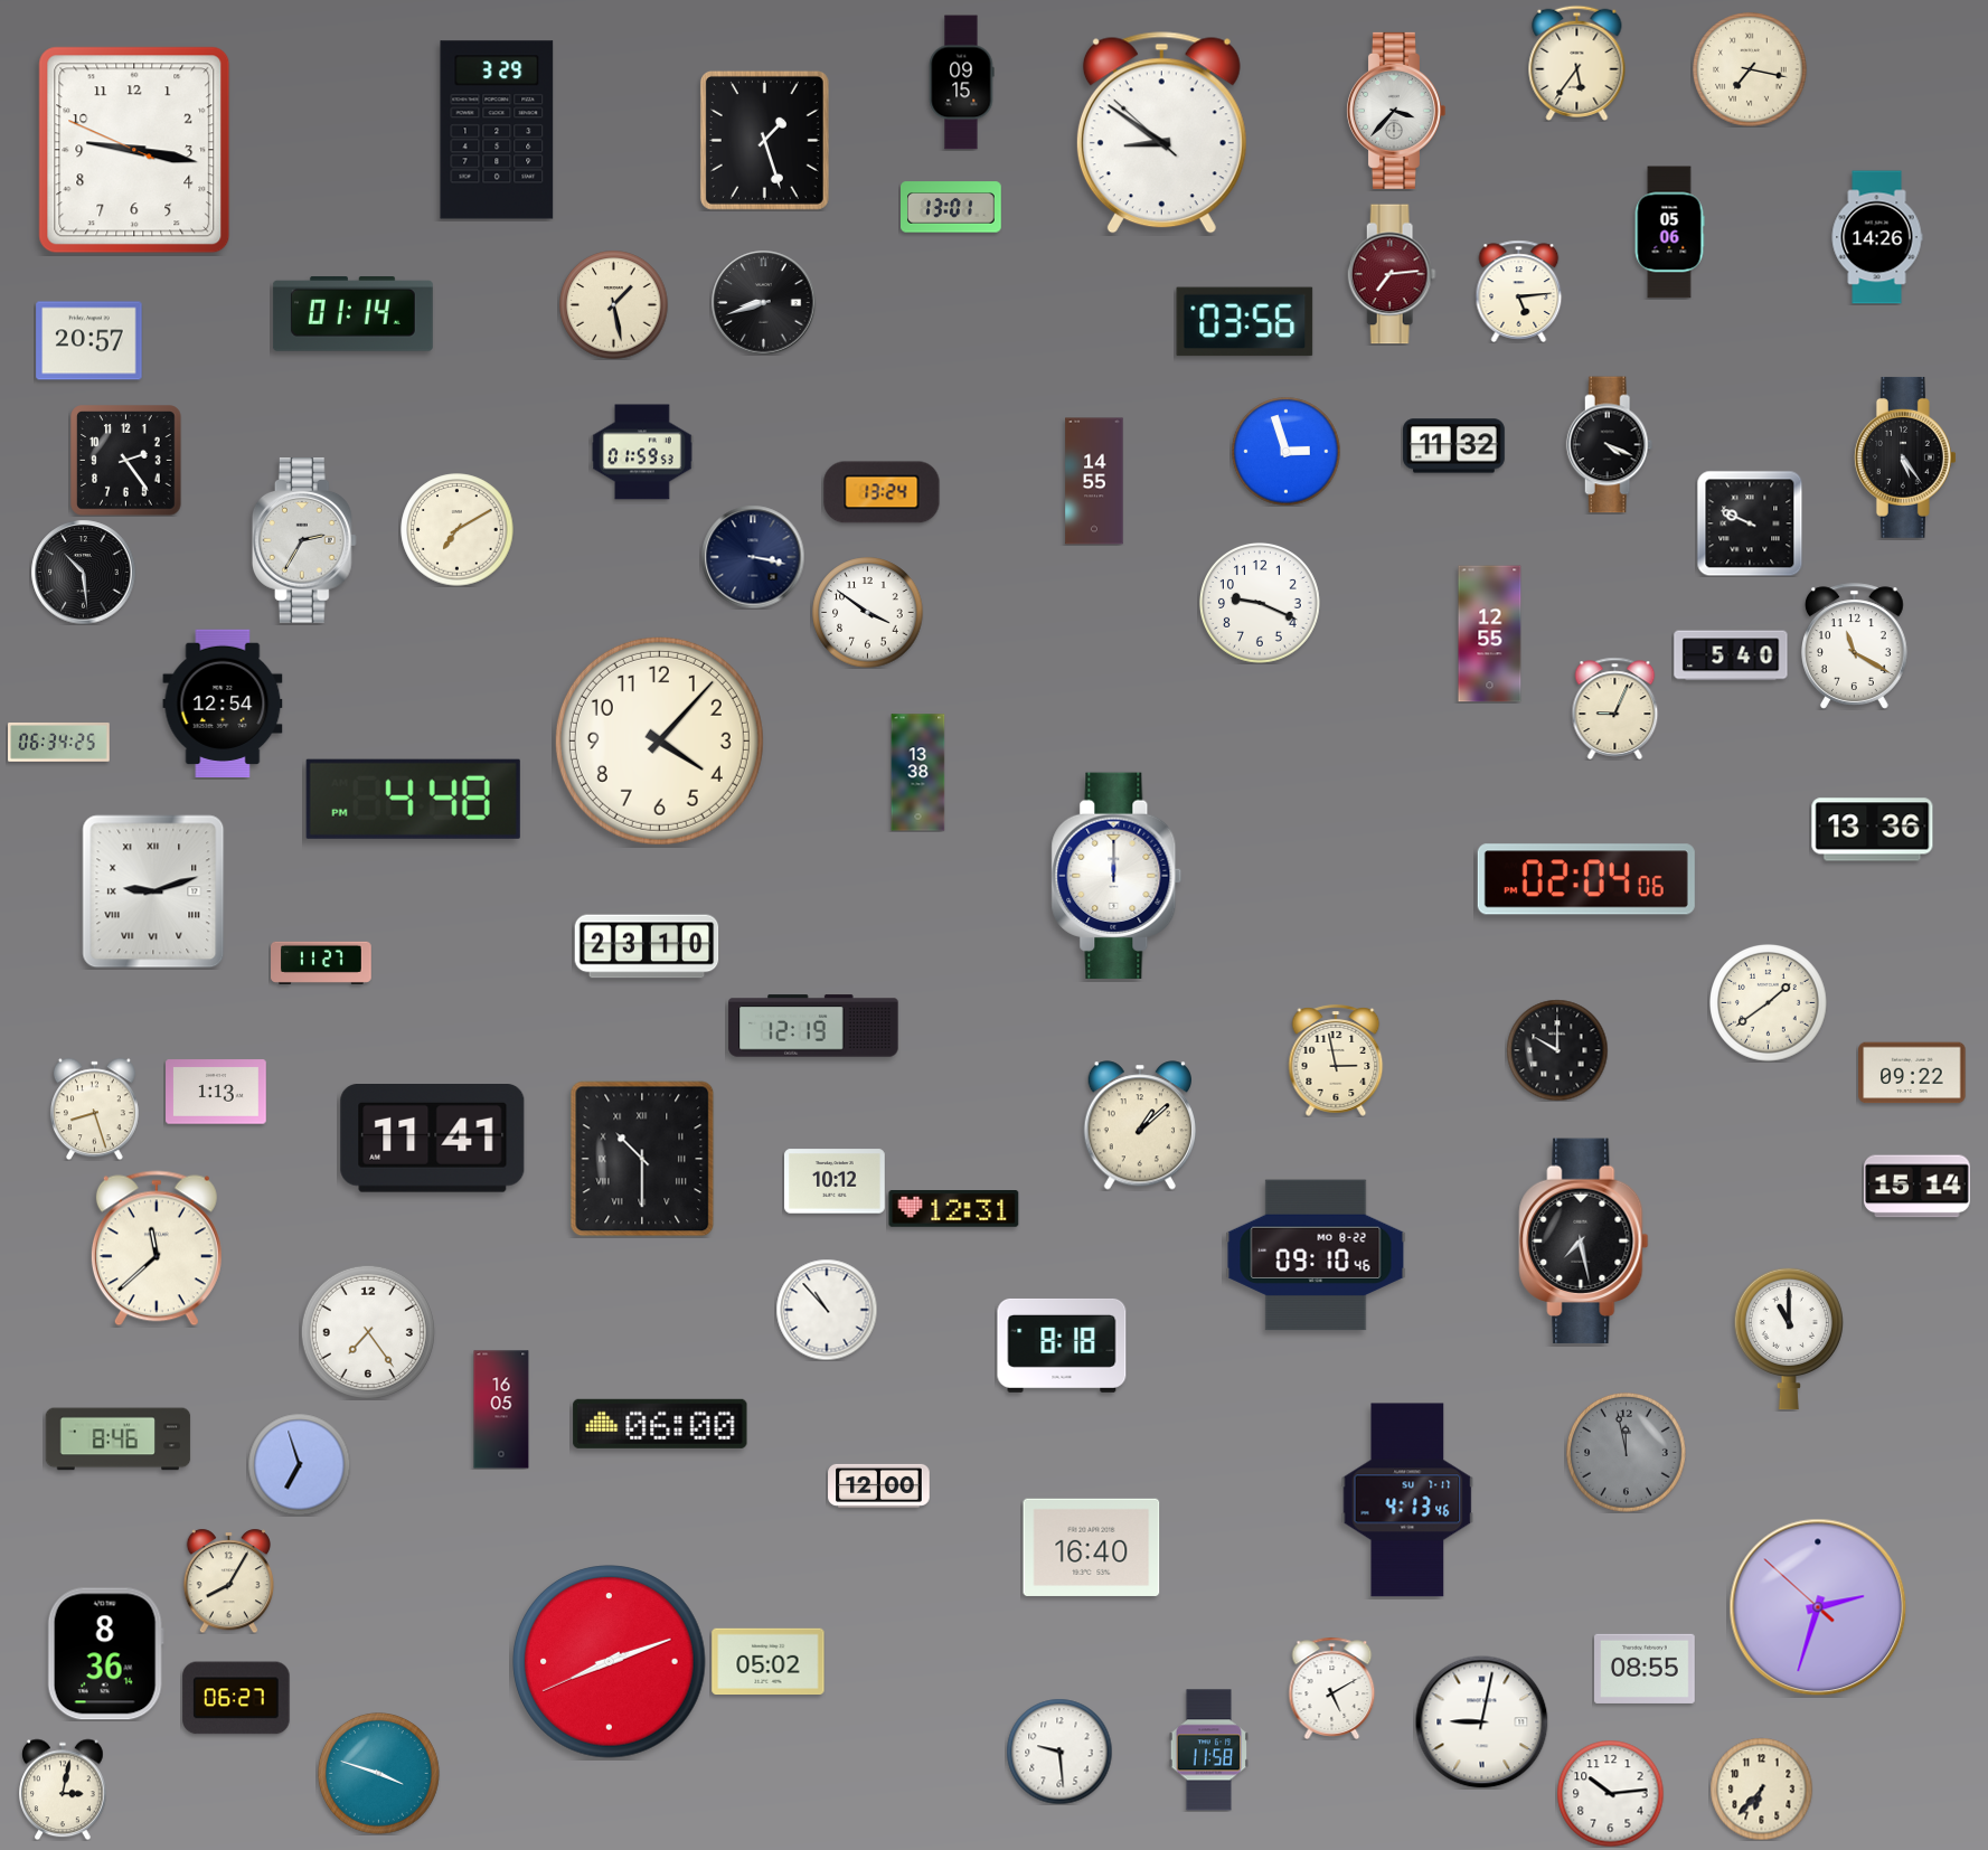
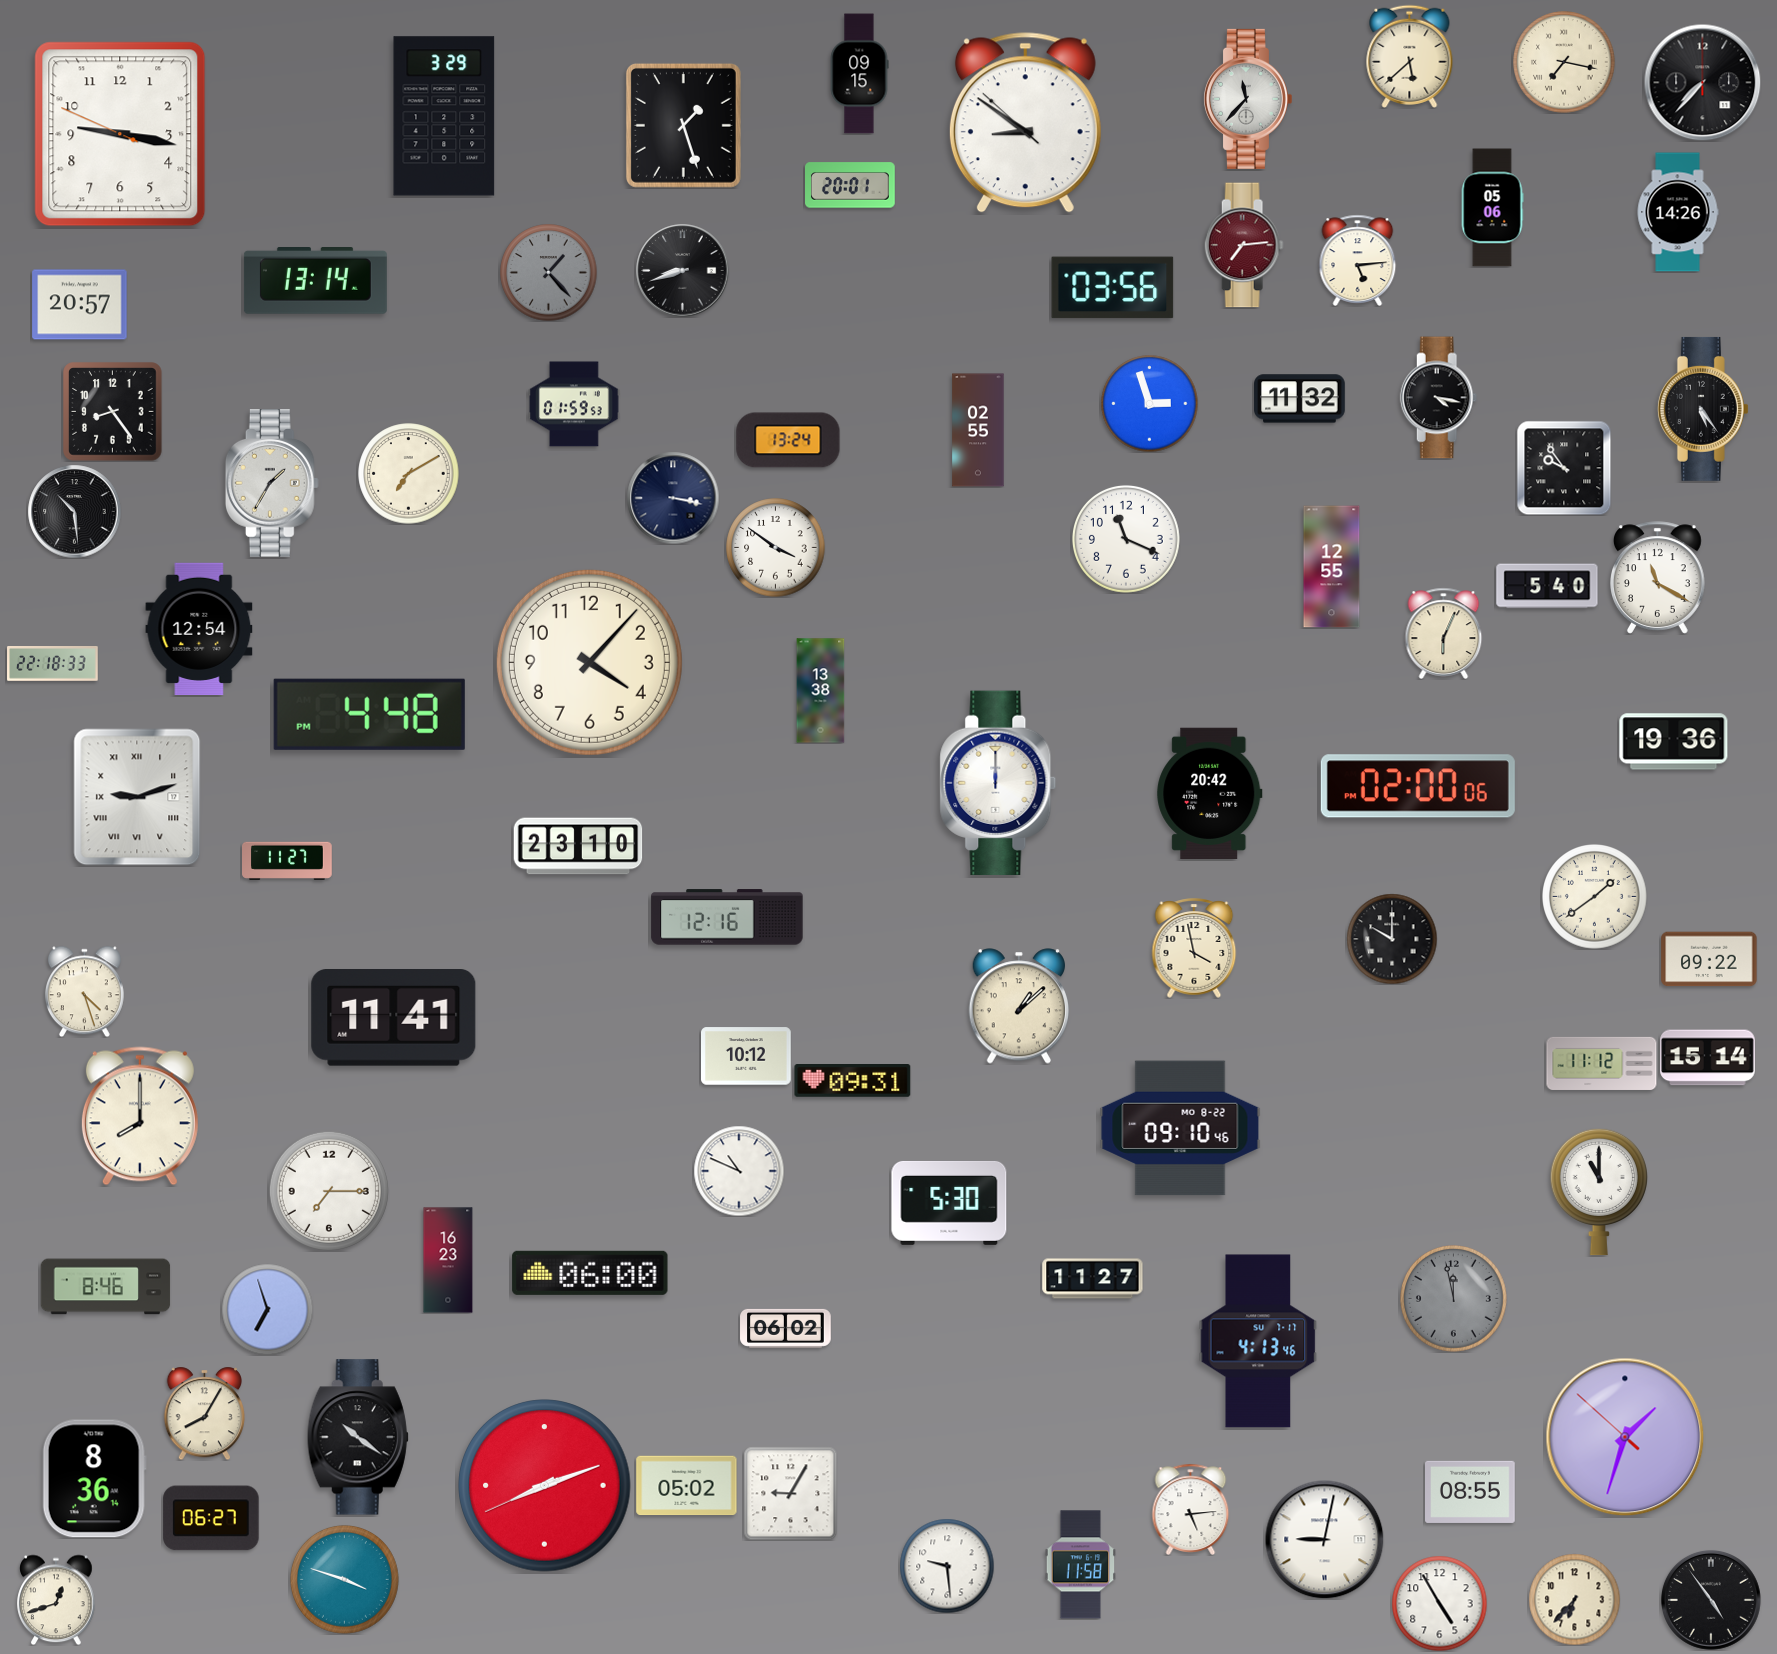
clock at (1577, 63): 5:36 -> 5:38
clock at (1702, 82): none -> 7:37
clock at (1395, 111): 3:37 -> 11:37
clock at (1161, 133) position: (1161, 133) -> (1025, 123)
clock at (952, 207): 13:01 -> 20:01
clock at (614, 305): 1:28 -> 1:23
clock at (614, 305) dial: cream -> grey
clock at (352, 314): 01:14 -> 13:14
clock at (1610, 445): 4:19 -> 4:17
clock at (126, 461): 2:24 -> 8:24
clock at (1094, 481): 14:55 -> 02:55
clock at (1750, 523): 9:49 -> 9:54
clock at (304, 541): 2:35 -> 1:35
clock at (1260, 603): 9:19 -> 11:19
clock at (1615, 708): 9:04 -> 6:04
clock at (59, 743): 06:34 -> 22:18
clock at (1873, 830): 13:36 -> 19:36
clock at (1586, 879): 02:04 -> 02:00
clock at (1210, 793): none -> 20:42
clock at (1769, 1003) position: (1769, 1003) -> (1595, 897)
clock at (813, 1026): 12:19 -> 12:16
clock at (1336, 1060): 2:58 -> 3:58
clock at (217, 1092): 1:13 -> none
clock at (94, 1108): 8:27 -> 4:27
clock at (433, 1139) position: (433, 1139) -> (394, 1018)
clock at (642, 1159): 10:30 -> none
clock at (1918, 1187) position: (1918, 1187) -> (1708, 1058)
clock at (1602, 1063): none -> 11:12
clock at (954, 1209): 12:31 -> 09:31
clock at (1584, 1242): 7:28 -> none
clock at (157, 1248): 11:38 -> 8:00
clock at (1316, 1255) position: (1316, 1255) -> (1180, 1128)
clock at (827, 1310): 10:53 -> 10:49
clock at (368, 1332): 7:24 -> 7:15
clock at (1788, 1339) position: (1788, 1339) -> (1598, 1192)
clock at (1062, 1346): 8:18 -> 5:30
clock at (501, 1409): 16:05 -> 16:23
clock at (1093, 1279): none -> 11:27
clock at (879, 1485): 12:00 -> 06:02
clock at (1092, 1547): 16:40 -> none
clock at (358, 1437): none -> 10:21
clock at (1818, 1607): 2:32 -> 1:32
clock at (790, 1493): none -> 9:05
clock at (1332, 1688): 5:10 -> 5:14
clock at (378, 1773) position: (378, 1773) -> (344, 1579)
clock at (63, 1790): 3:02 -> 12:42
clock at (1711, 1600): none -> 4:54
clock at (1610, 1793): 10:14 -> 4:55
